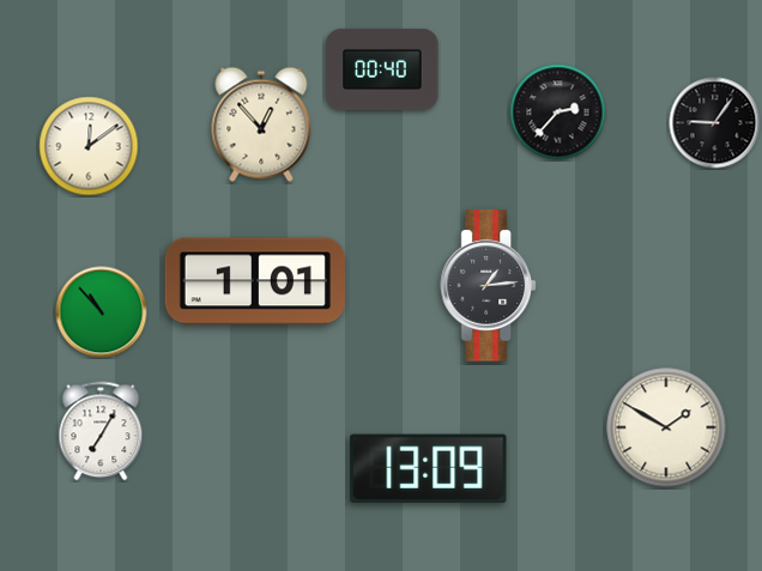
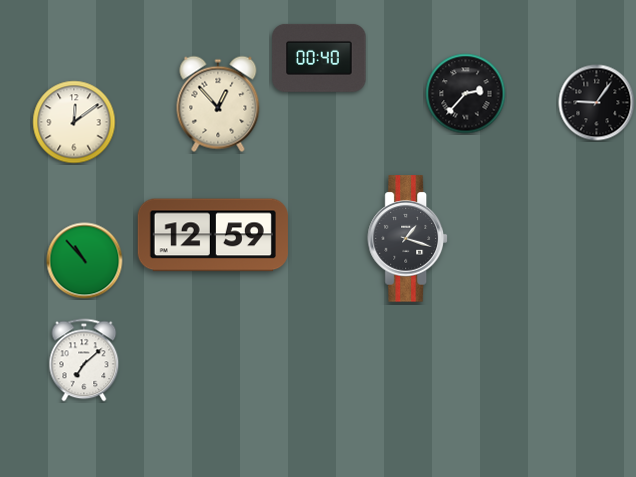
clock at (255, 281): 1:01 -> 12:59
clock at (488, 286): 1:14 -> 1:18
clock at (666, 427): 1:50 -> none
clock at (101, 431): 7:05 -> 7:08
clock at (429, 468): 13:09 -> none
